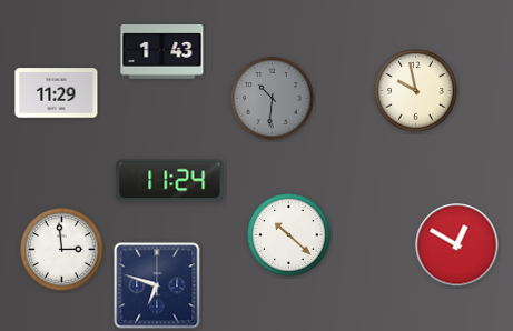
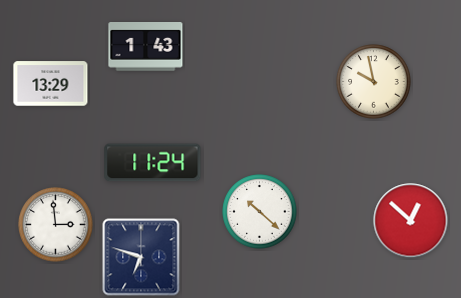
clock at (57, 93): 11:29 -> 13:29
clock at (273, 99): 10:31 -> none
clock at (457, 245): 12:50 -> 12:52
